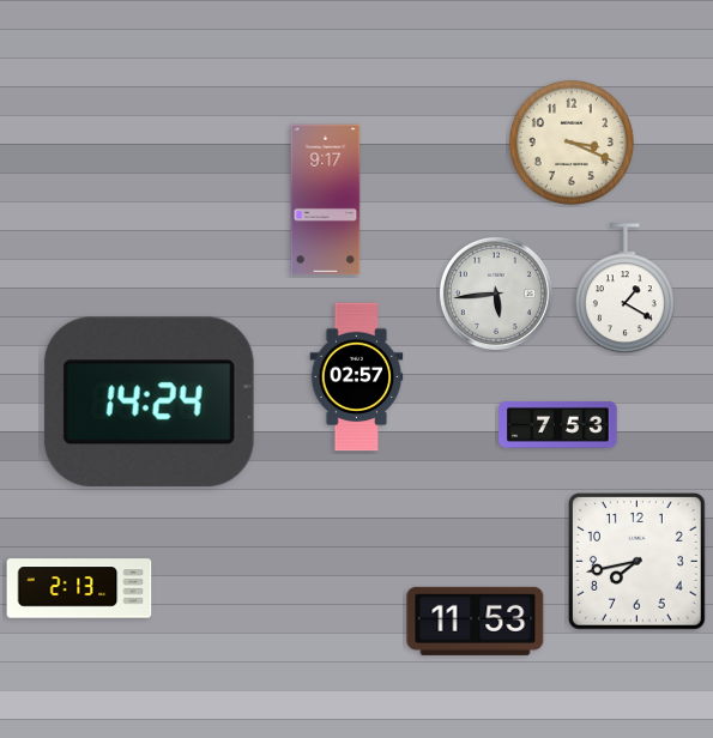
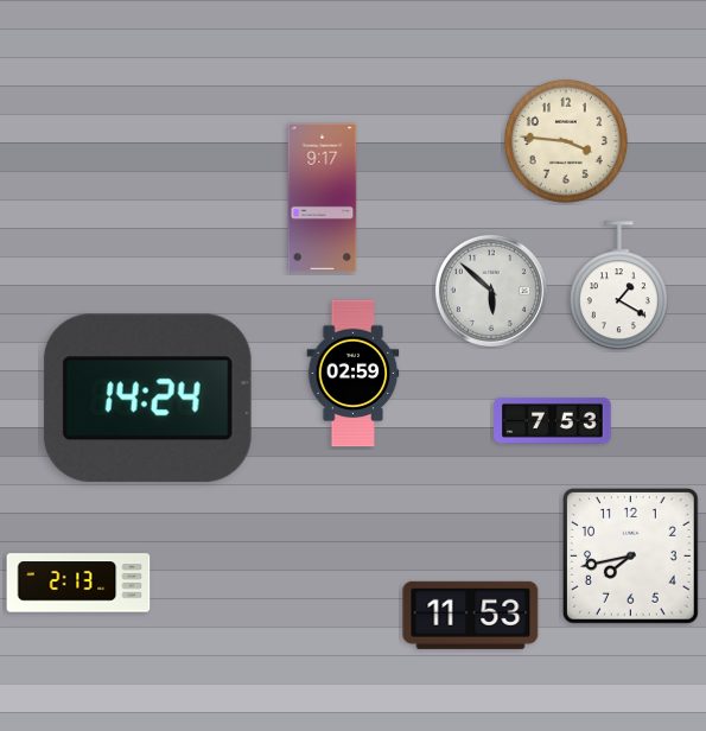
clock at (572, 143): 3:19 -> 3:46
clock at (496, 294): 5:44 -> 5:52
clock at (357, 377): 02:57 -> 02:59
